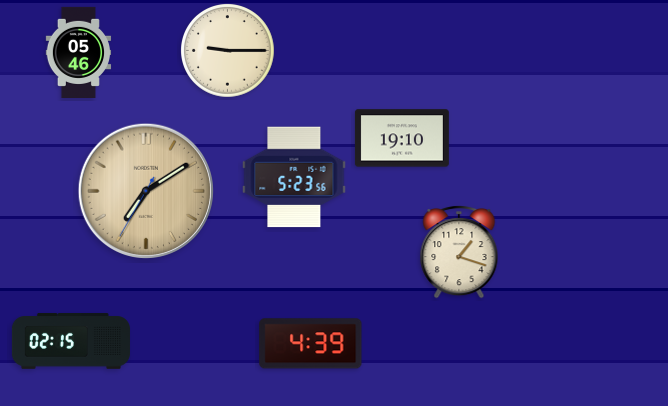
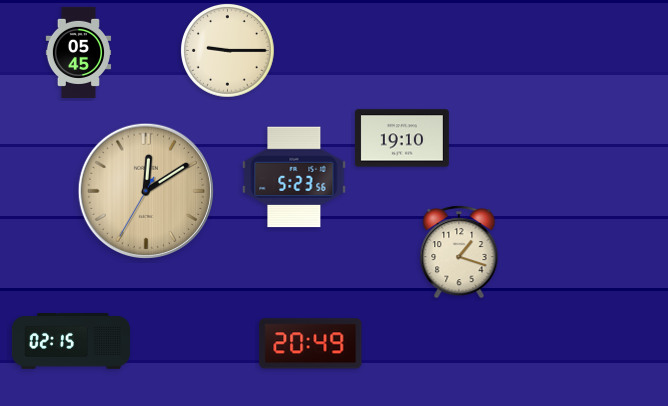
clock at (79, 52): 05:46 -> 05:45
clock at (146, 191): 7:09 -> 12:09
clock at (311, 344): 4:39 -> 20:49
